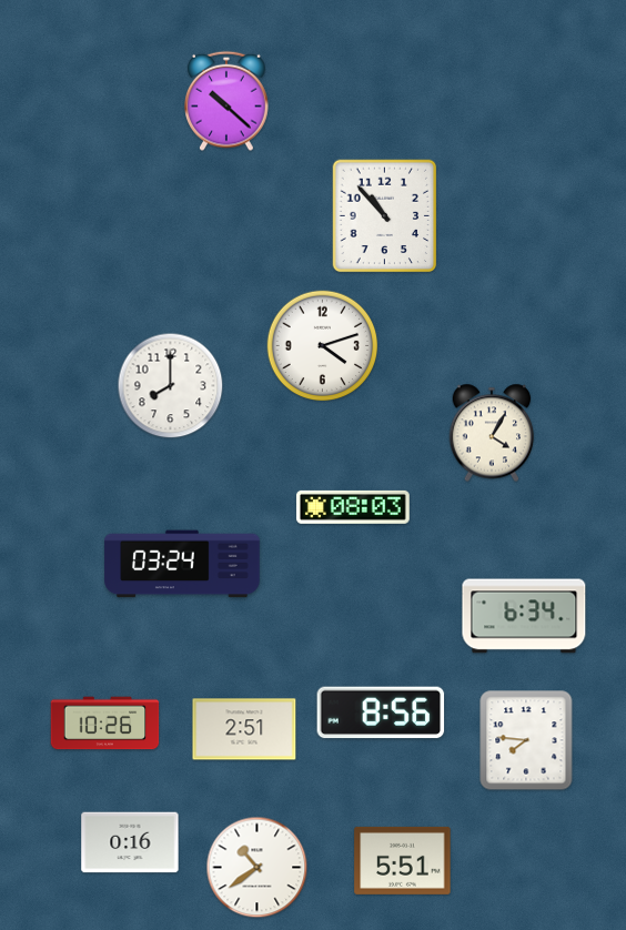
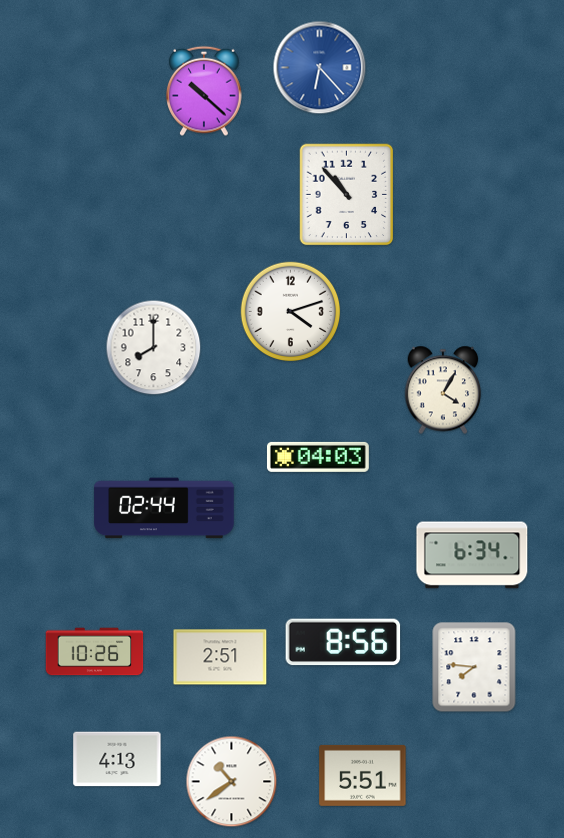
clock at (320, 68): none -> 6:23
clock at (353, 507): 08:03 -> 04:03
clock at (182, 564): 03:24 -> 02:44
clock at (130, 842): 0:16 -> 4:13
